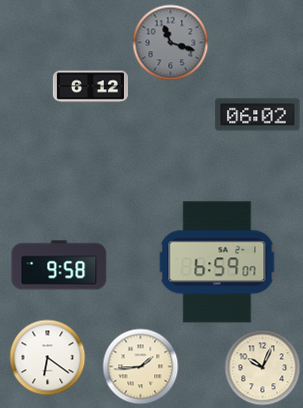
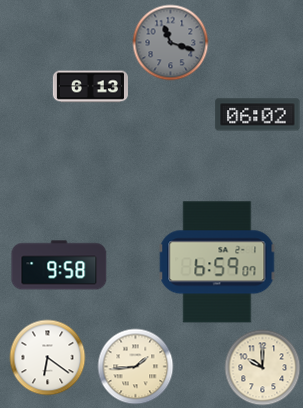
clock at (90, 87): 6:12 -> 6:13
clock at (141, 367) position: (141, 367) -> (136, 367)
clock at (263, 368): 10:04 -> 10:00
